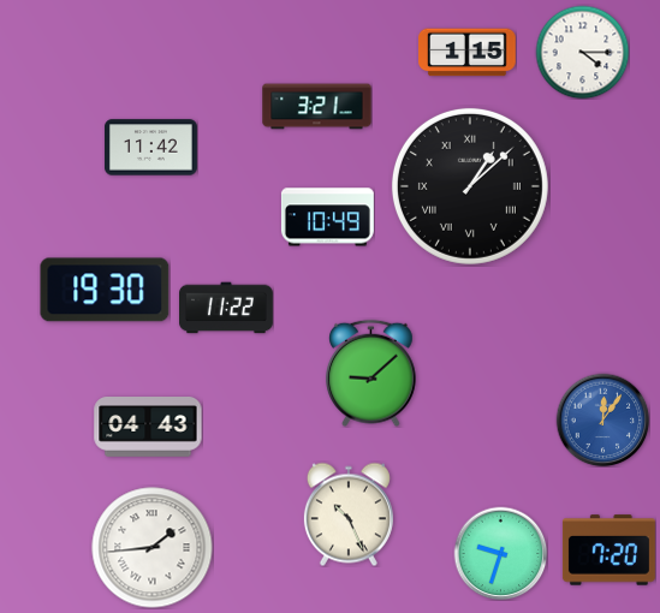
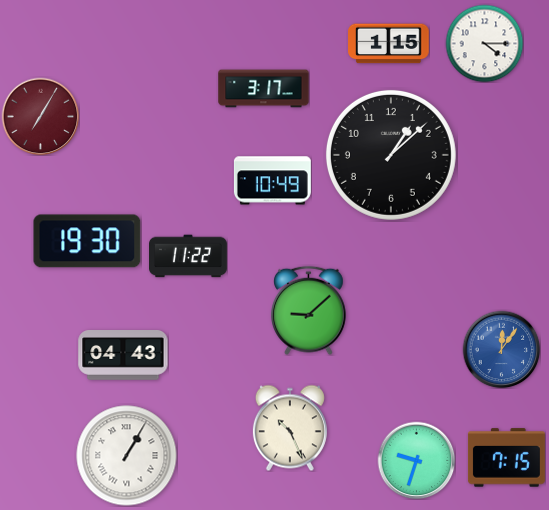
clock at (317, 107): 3:21 -> 3:17
clock at (40, 116): none -> 7:05
clock at (150, 148): 11:42 -> none
clock at (470, 186) numerals: Roman -> Arabic
clock at (153, 548): 1:44 -> 1:05
clock at (608, 550): 7:20 -> 7:15
